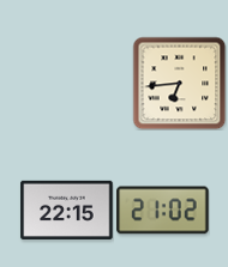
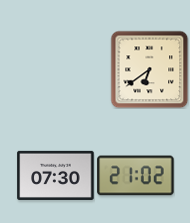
clock at (179, 83): 6:44 -> 6:39
clock at (67, 210): 22:15 -> 07:30
